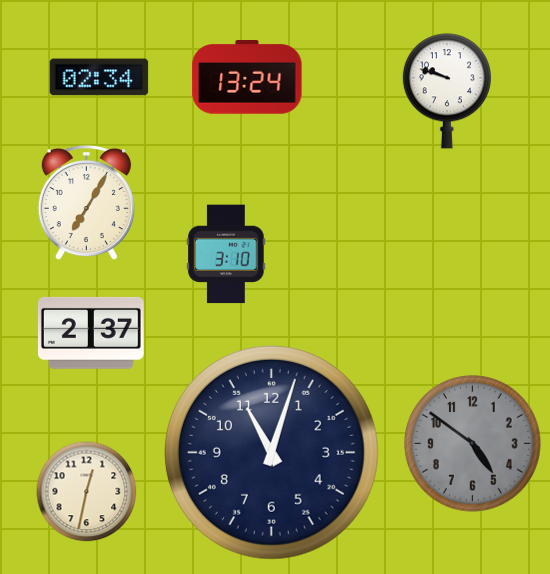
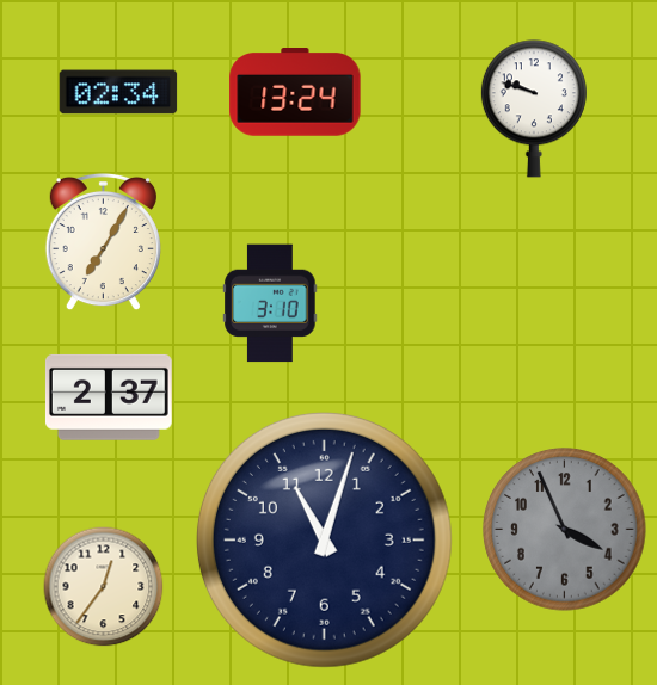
clock at (473, 444): 4:51 -> 3:56
clock at (87, 492): 12:32 -> 12:36
